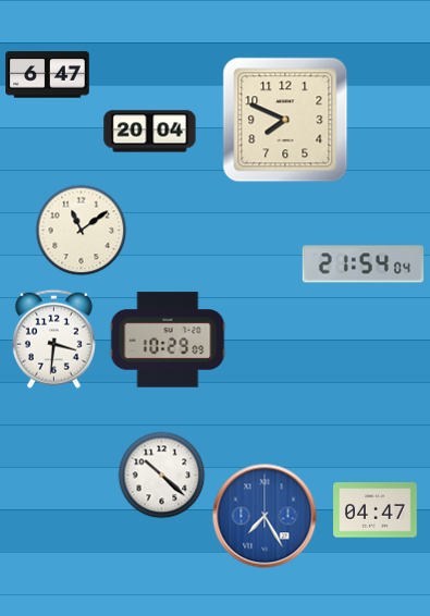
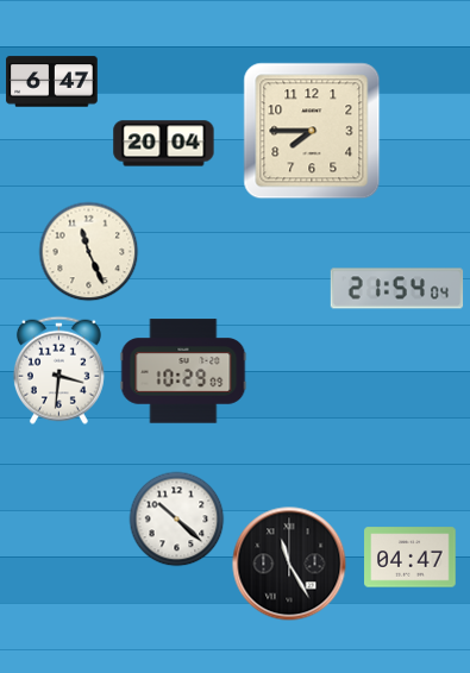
clock at (285, 120): 7:49 -> 7:45
clock at (81, 230): 11:09 -> 11:26
clock at (265, 516): 7:25 -> 11:25
clock at (265, 516) dial: blue -> black
